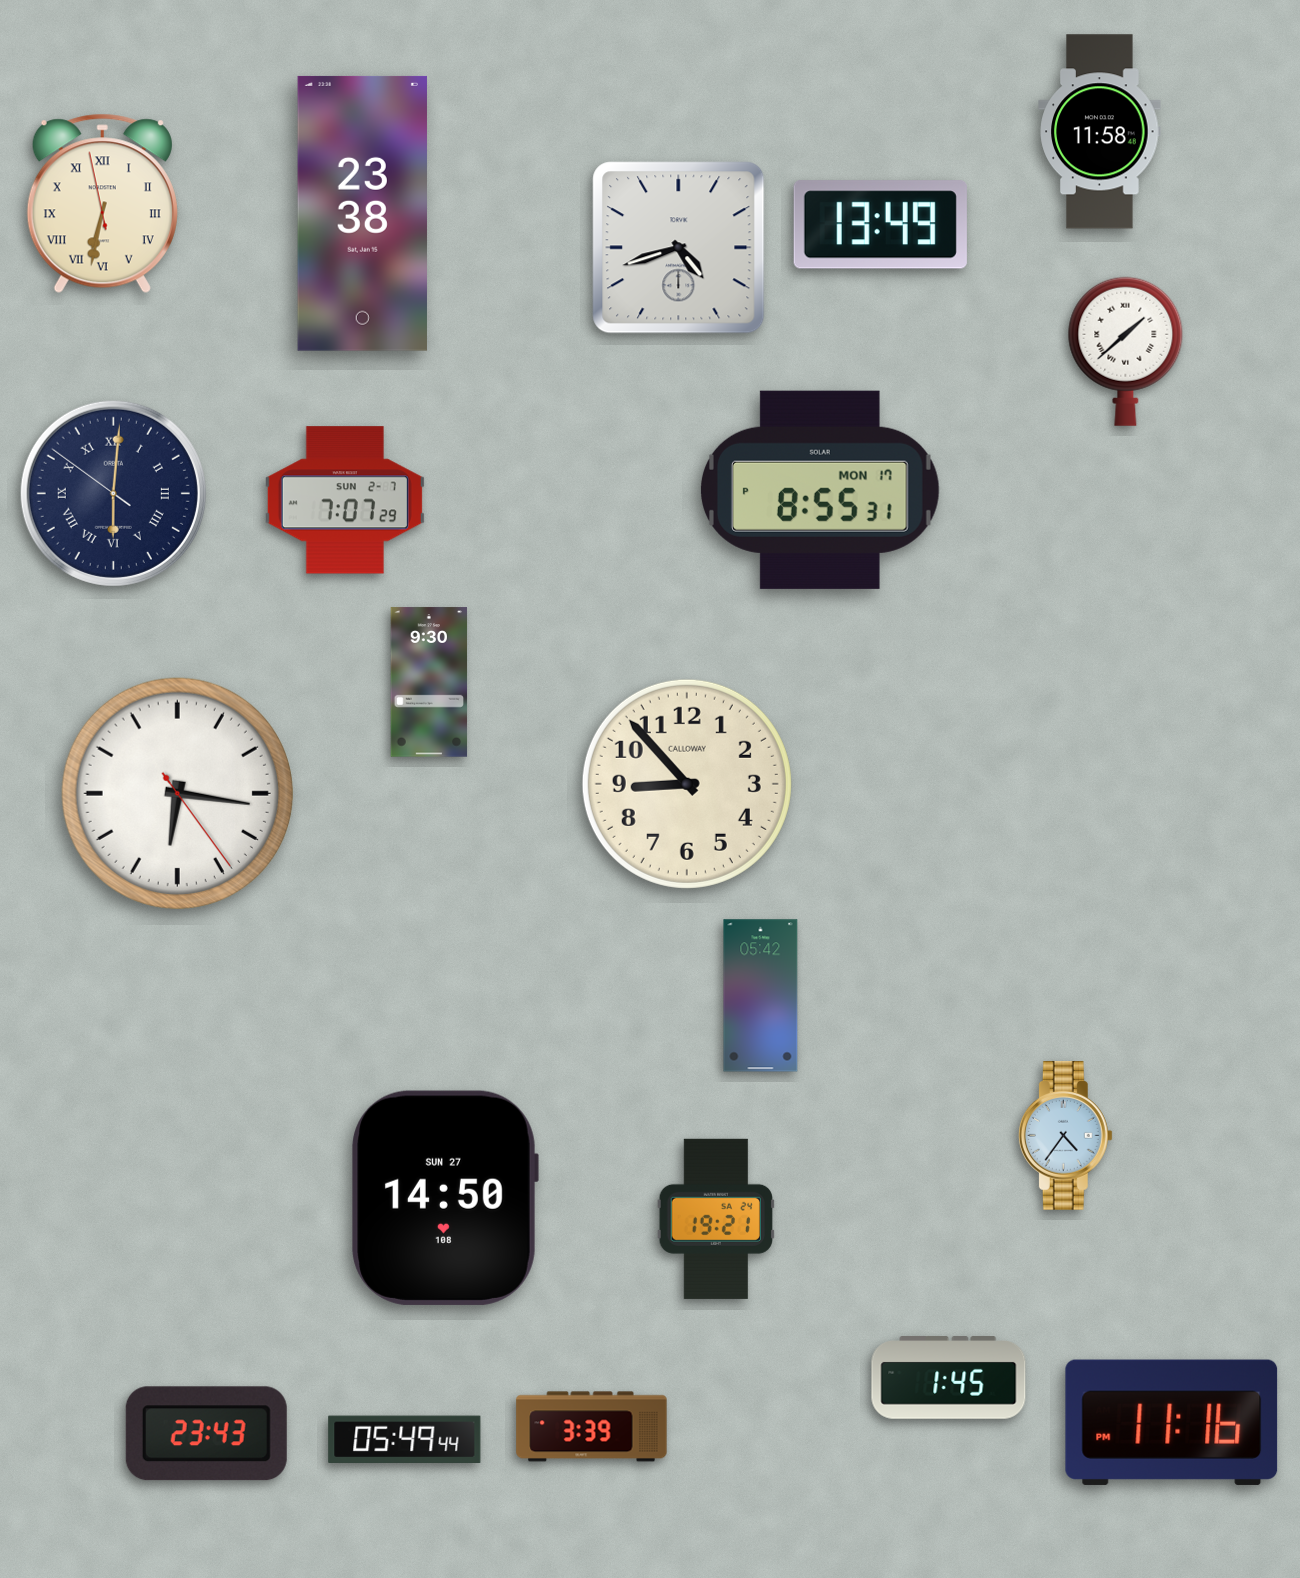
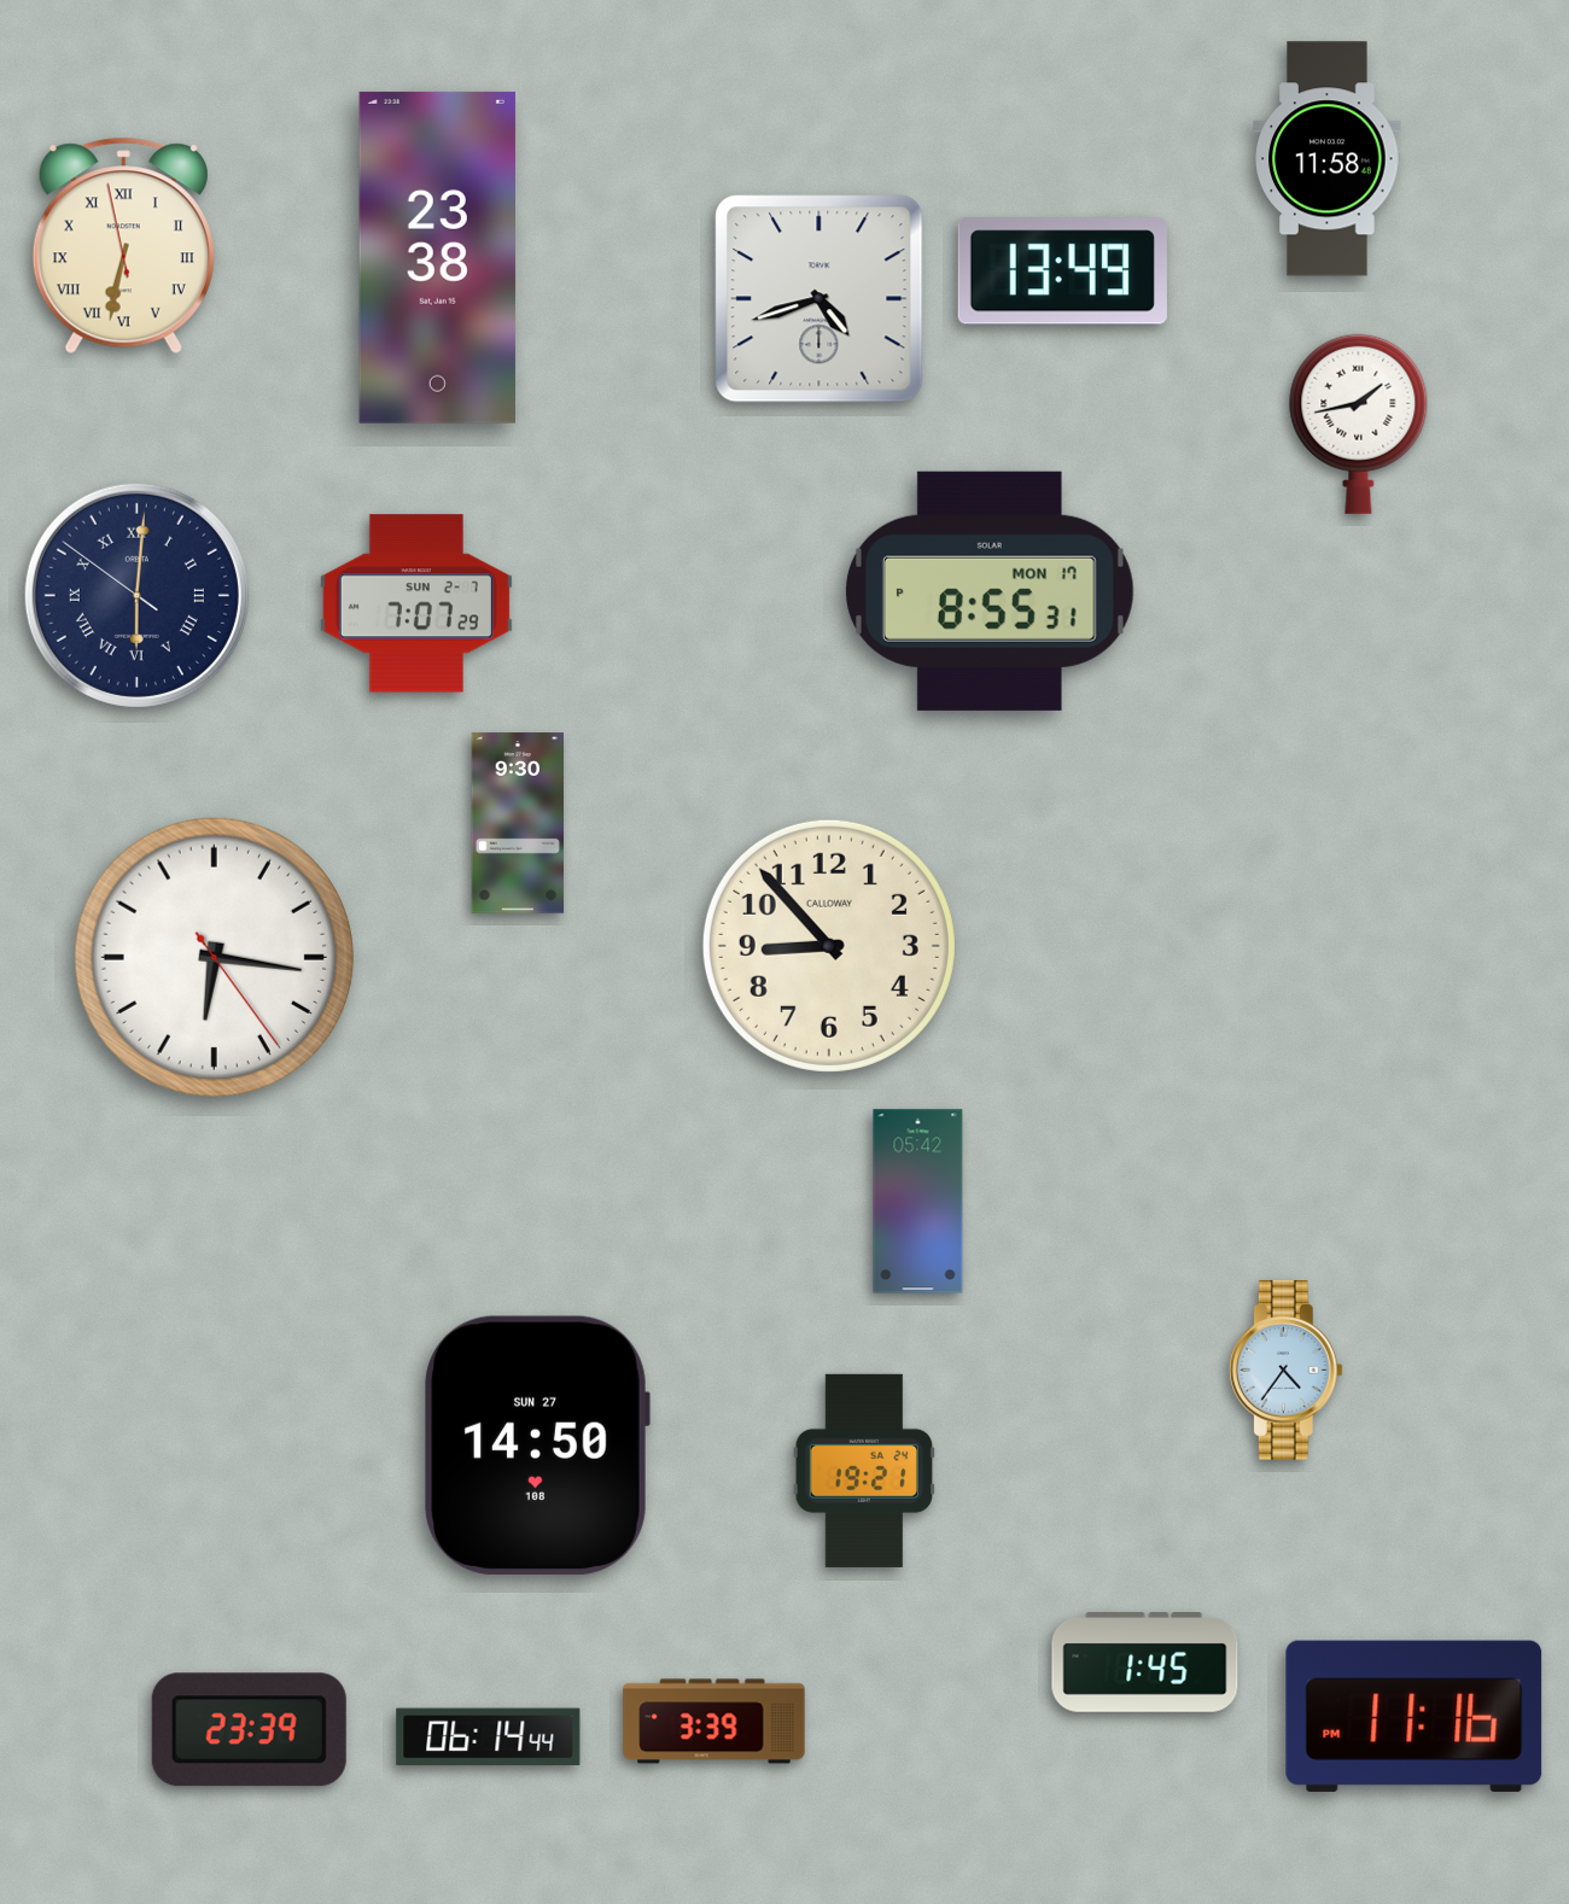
clock at (1126, 351): 1:38 -> 1:43
clock at (206, 1434): 23:43 -> 23:39
clock at (405, 1440): 05:49 -> 06:14
